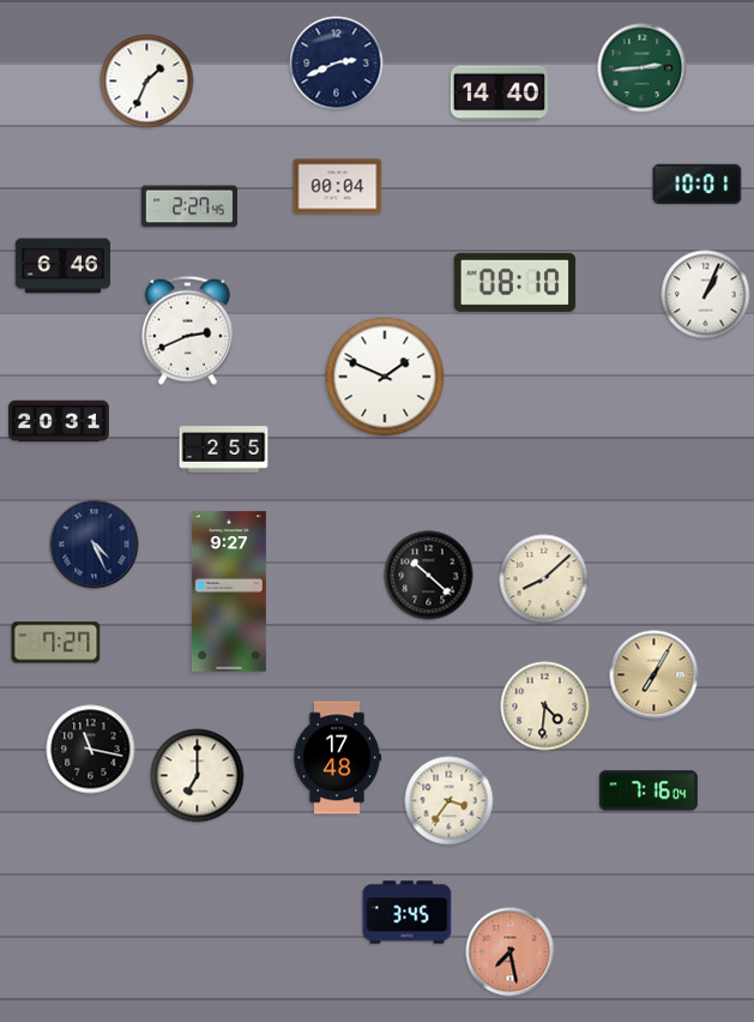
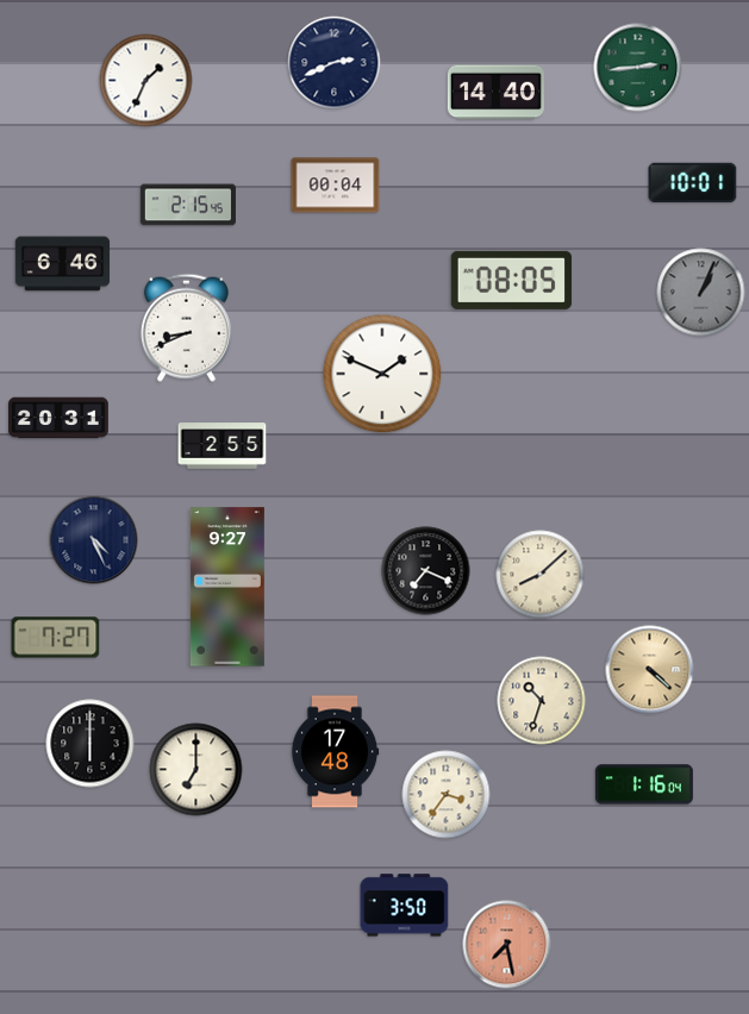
clock at (189, 206): 2:27 -> 2:15
clock at (515, 282): 08:10 -> 08:05
clock at (706, 295) dial: white -> grey
clock at (187, 330): 2:41 -> 8:41
clock at (429, 576): 10:22 -> 7:19
clock at (655, 675): 7:05 -> 4:22
clock at (545, 707): 4:31 -> 10:33
clock at (91, 750): 11:17 -> 6:00
clock at (649, 790): 7:16 -> 1:16
clock at (408, 913): 3:45 -> 3:50
